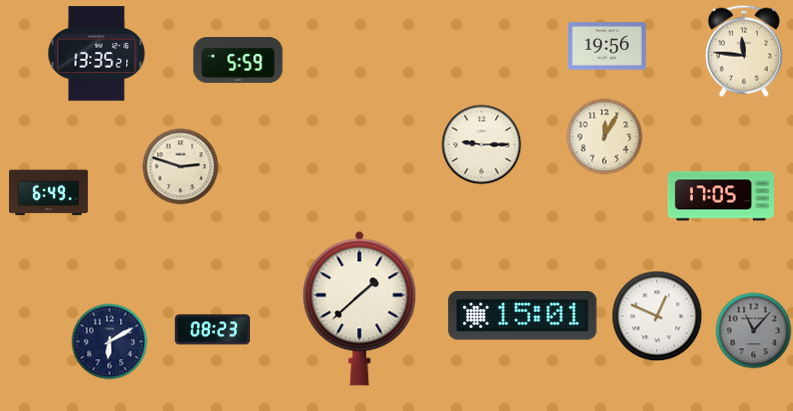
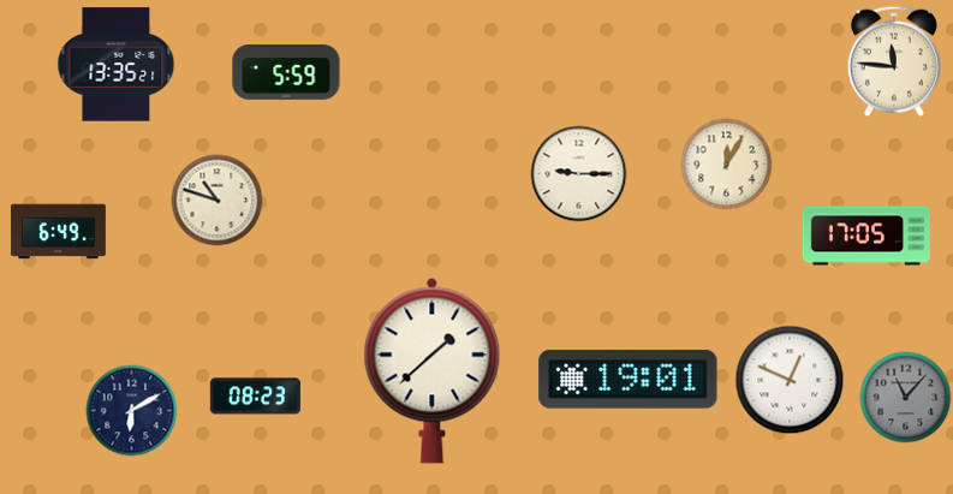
clock at (607, 46): 19:56 -> none
clock at (181, 167): 2:48 -> 10:48
clock at (523, 316): 15:01 -> 19:01
